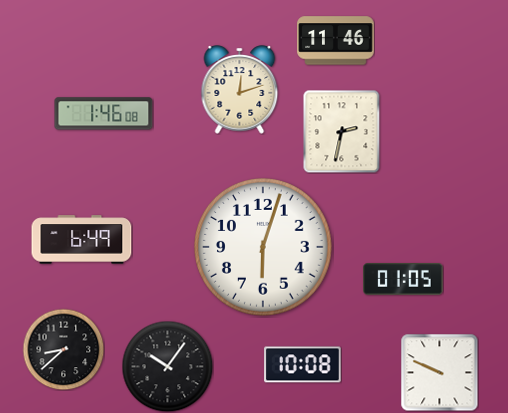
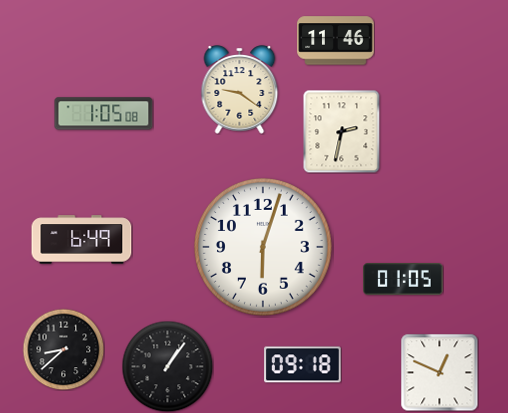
clock at (240, 90): 12:12 -> 9:21
clock at (104, 114): 1:46 -> 1:05
clock at (303, 365): 10:08 -> 09:18
clock at (167, 366): 10:06 -> 1:06
clock at (439, 372): 9:49 -> 12:49
